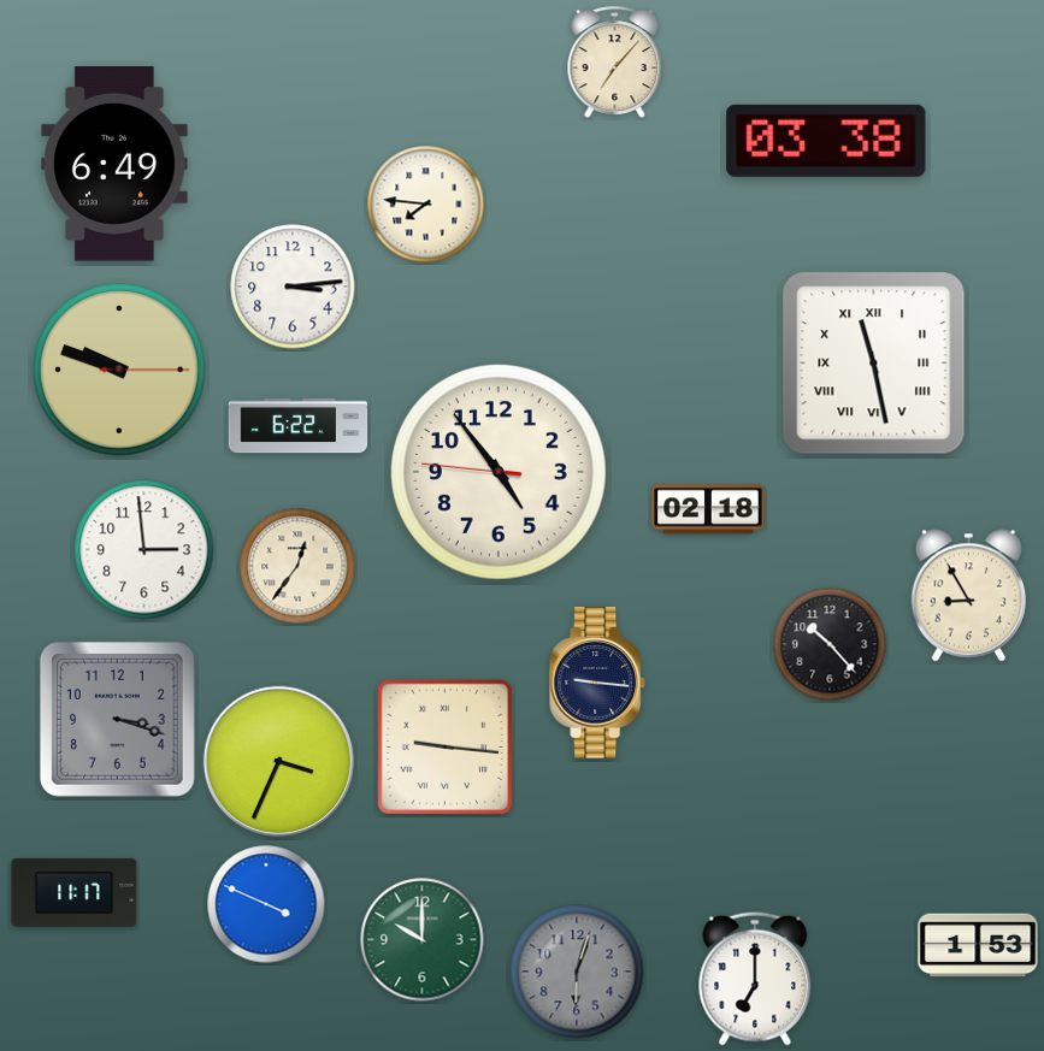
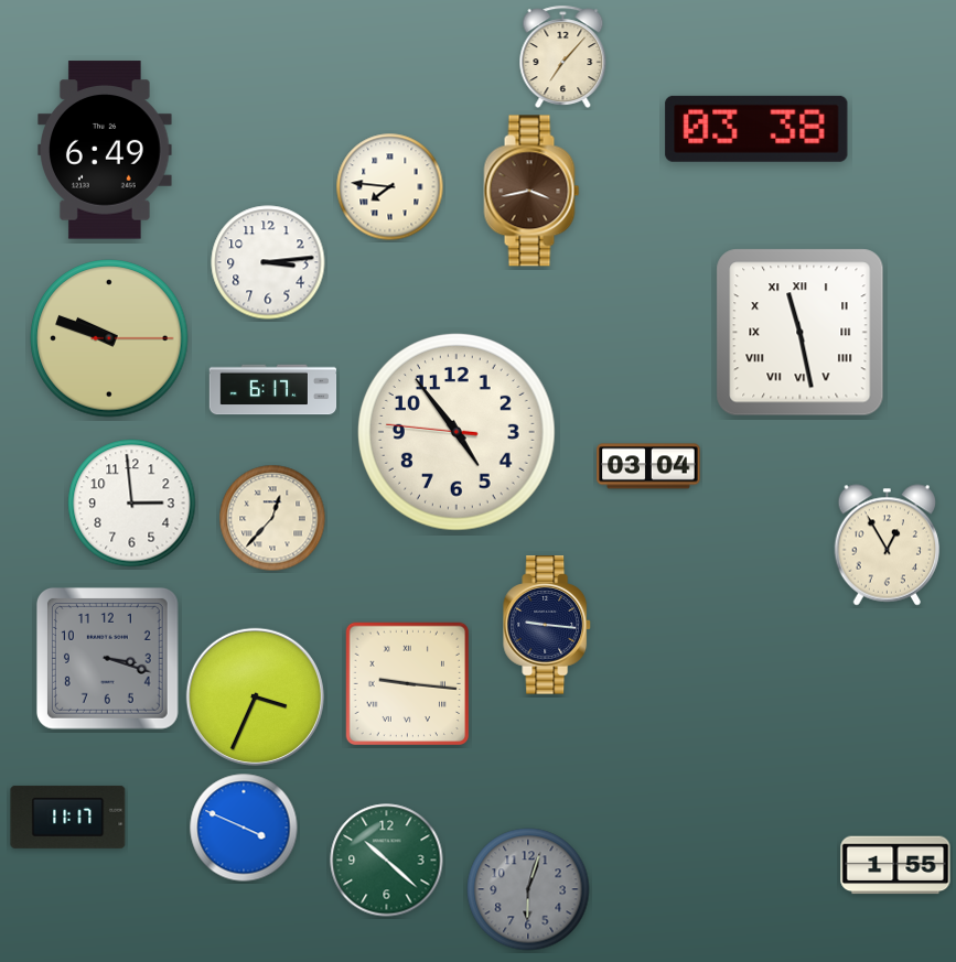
clock at (531, 191): none -> 3:43
clock at (299, 426): 6:22 -> 6:17
clock at (708, 509): 02:18 -> 03:04
clock at (297, 566): 12:36 -> 12:37
clock at (969, 596): 8:55 -> 12:55
clock at (830, 644): 10:23 -> none
clock at (423, 940): 10:00 -> 10:22
clock at (978, 945): 1:53 -> 1:55
clock at (755, 979): 7:00 -> none
